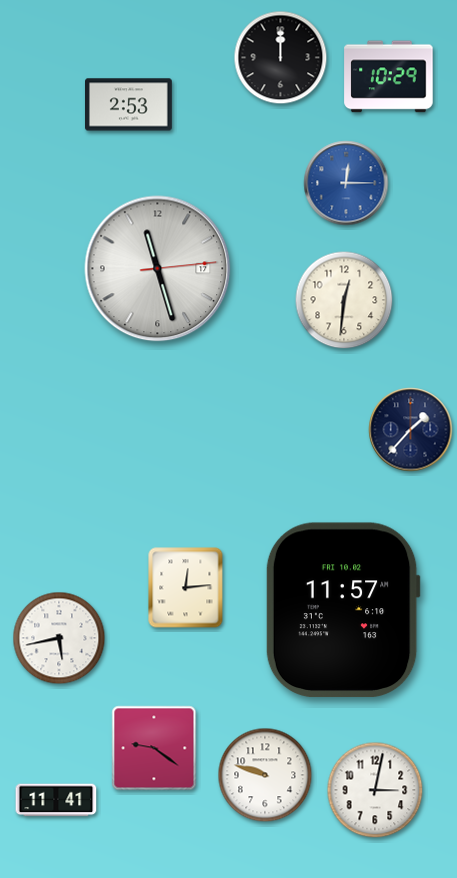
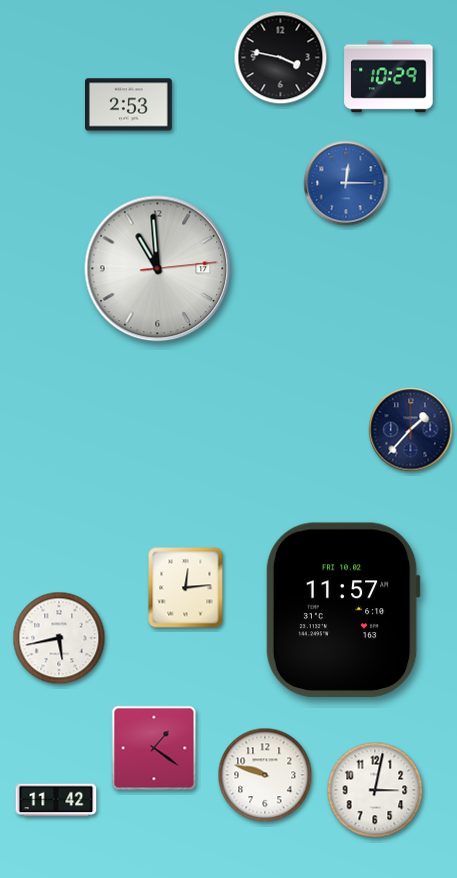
clock at (281, 58): 12:00 -> 3:47
clock at (158, 269): 11:27 -> 10:59
clock at (344, 300): 12:31 -> none
clock at (154, 748): 9:21 -> 1:21
clock at (56, 800): 11:41 -> 11:42
